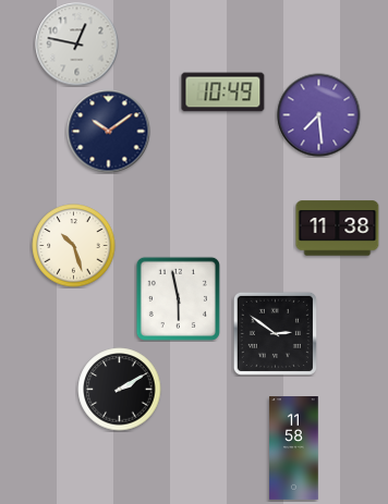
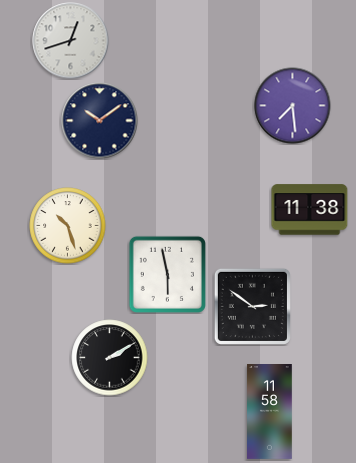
clock at (77, 45): 12:47 -> 12:42
clock at (223, 93): 10:49 -> none
clock at (178, 298) position: (178, 298) -> (167, 274)
